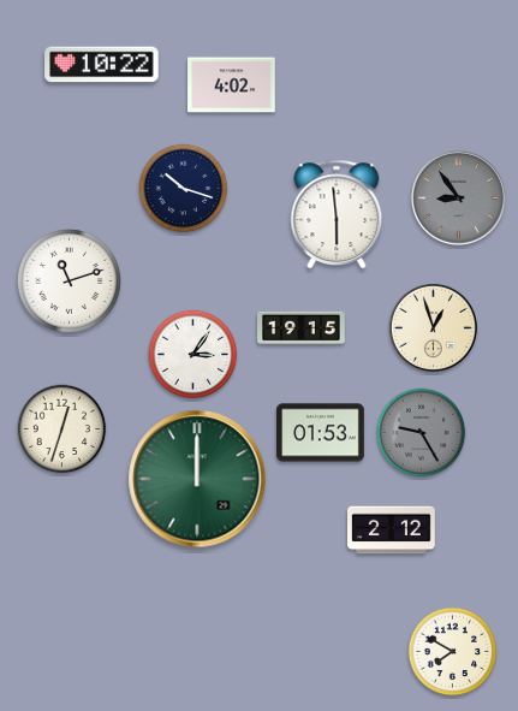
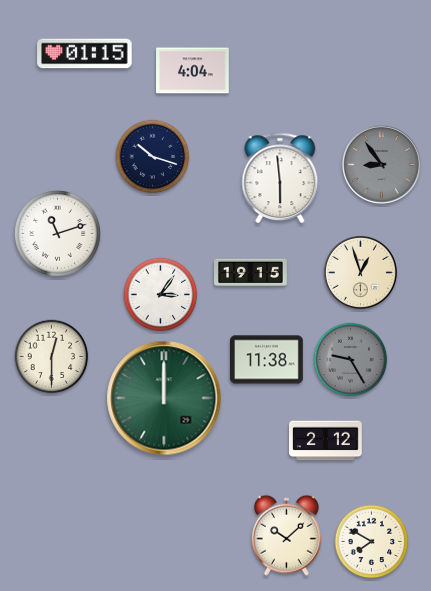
clock at (102, 65): 10:22 -> 01:15
clock at (232, 85): 4:02 -> 4:04
clock at (62, 429): 12:33 -> 12:30
clock at (321, 433): 01:53 -> 11:38
clock at (286, 535): none -> 10:08
clock at (453, 652) position: (453, 652) -> (372, 542)
